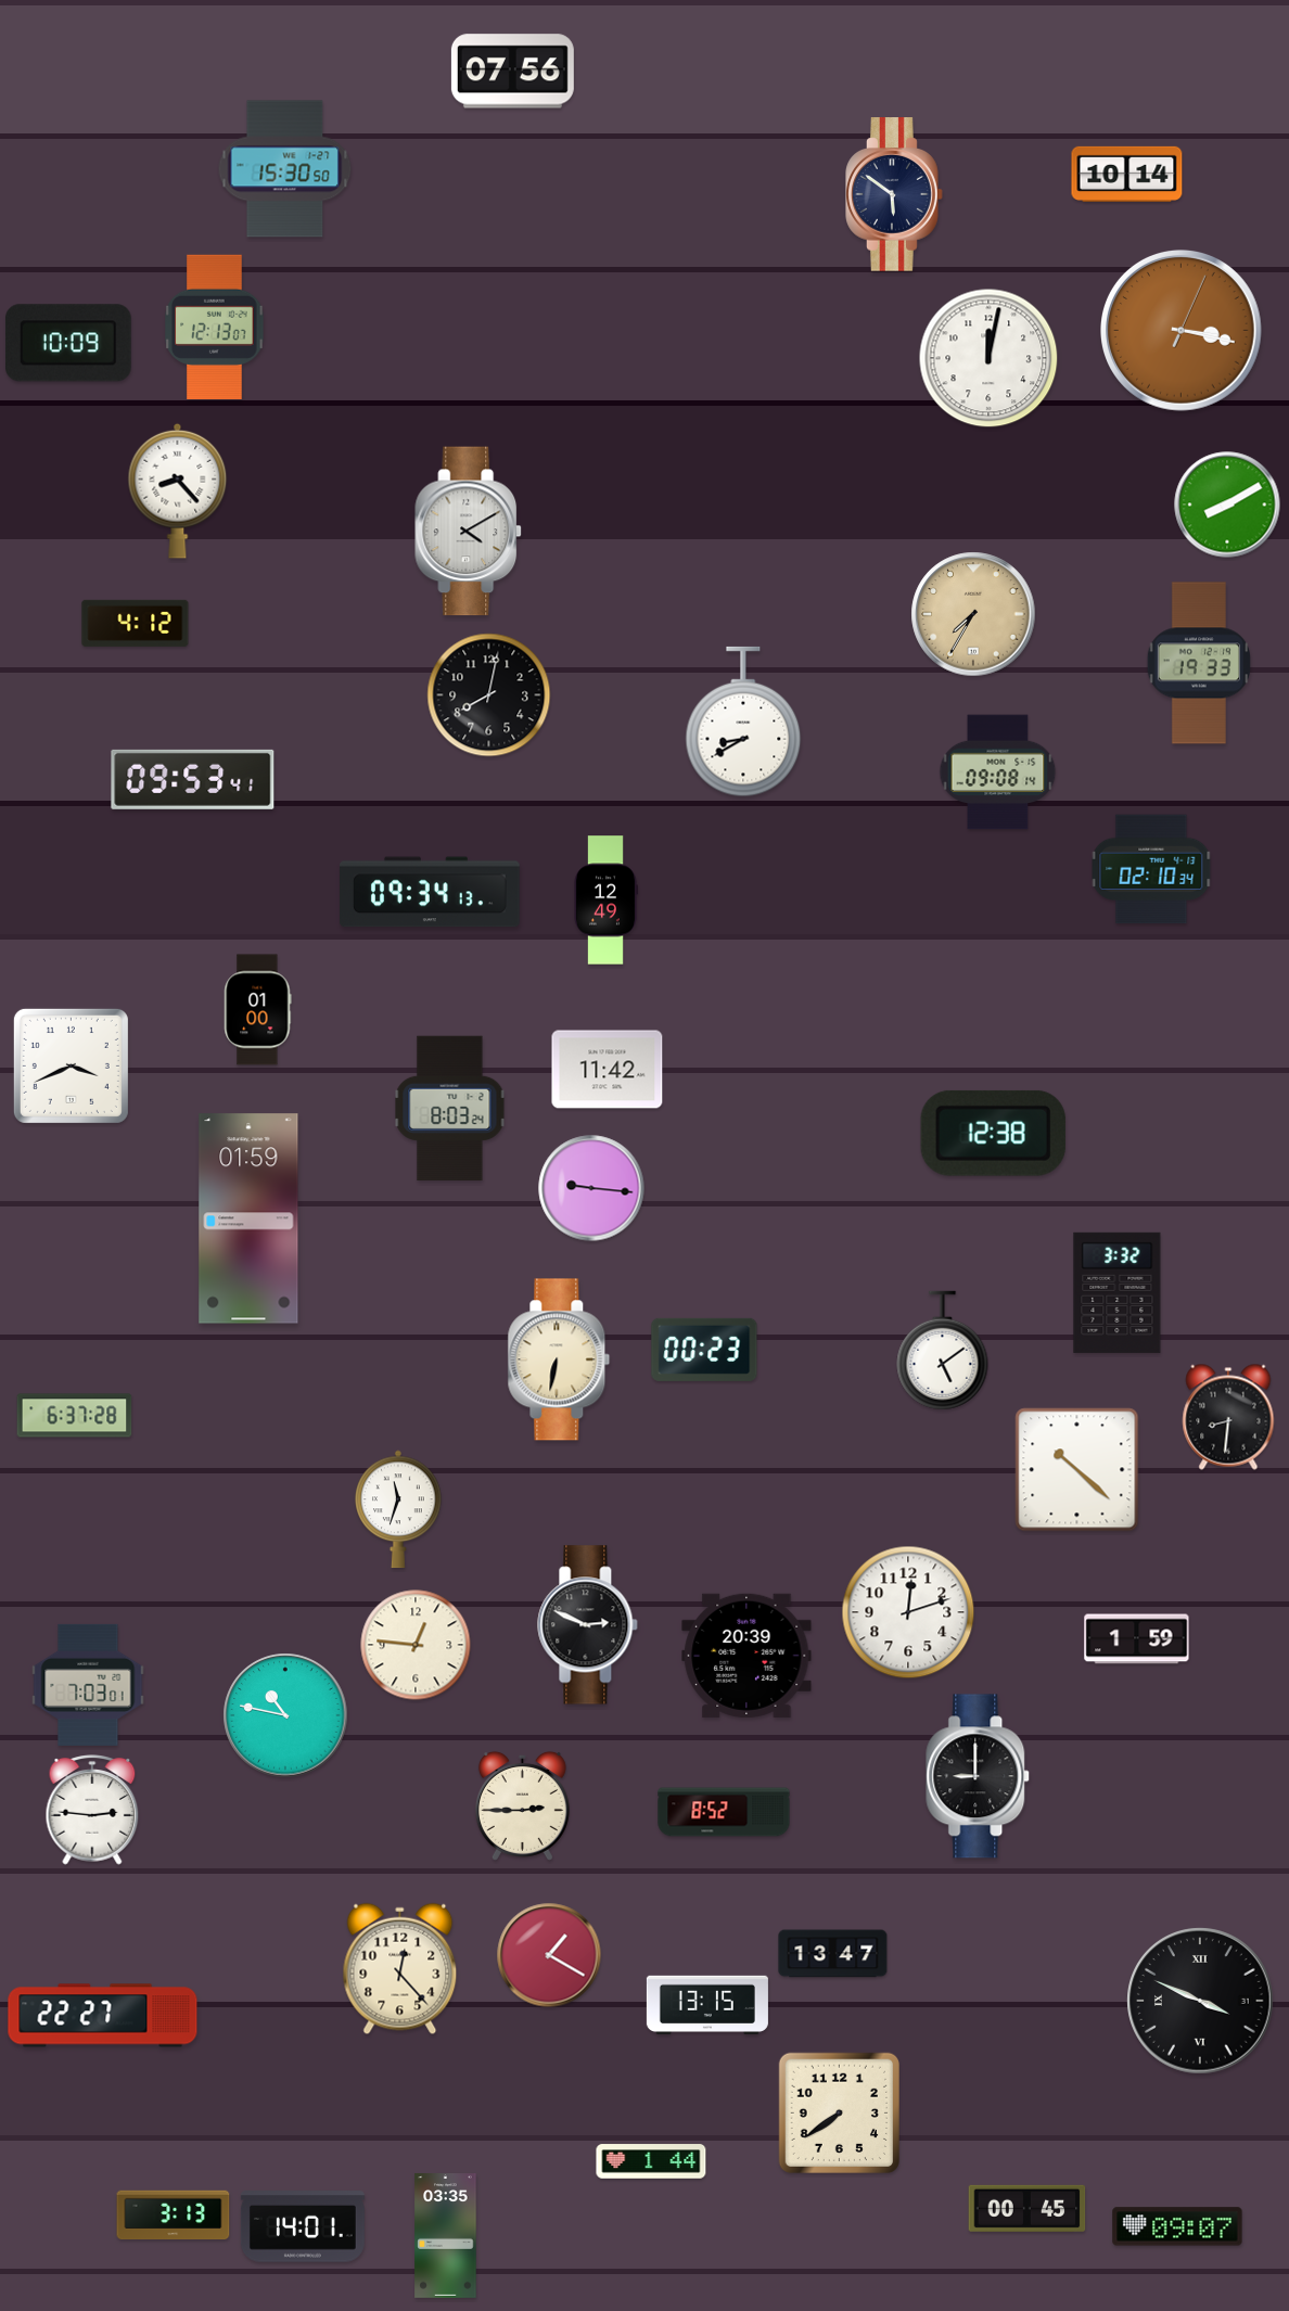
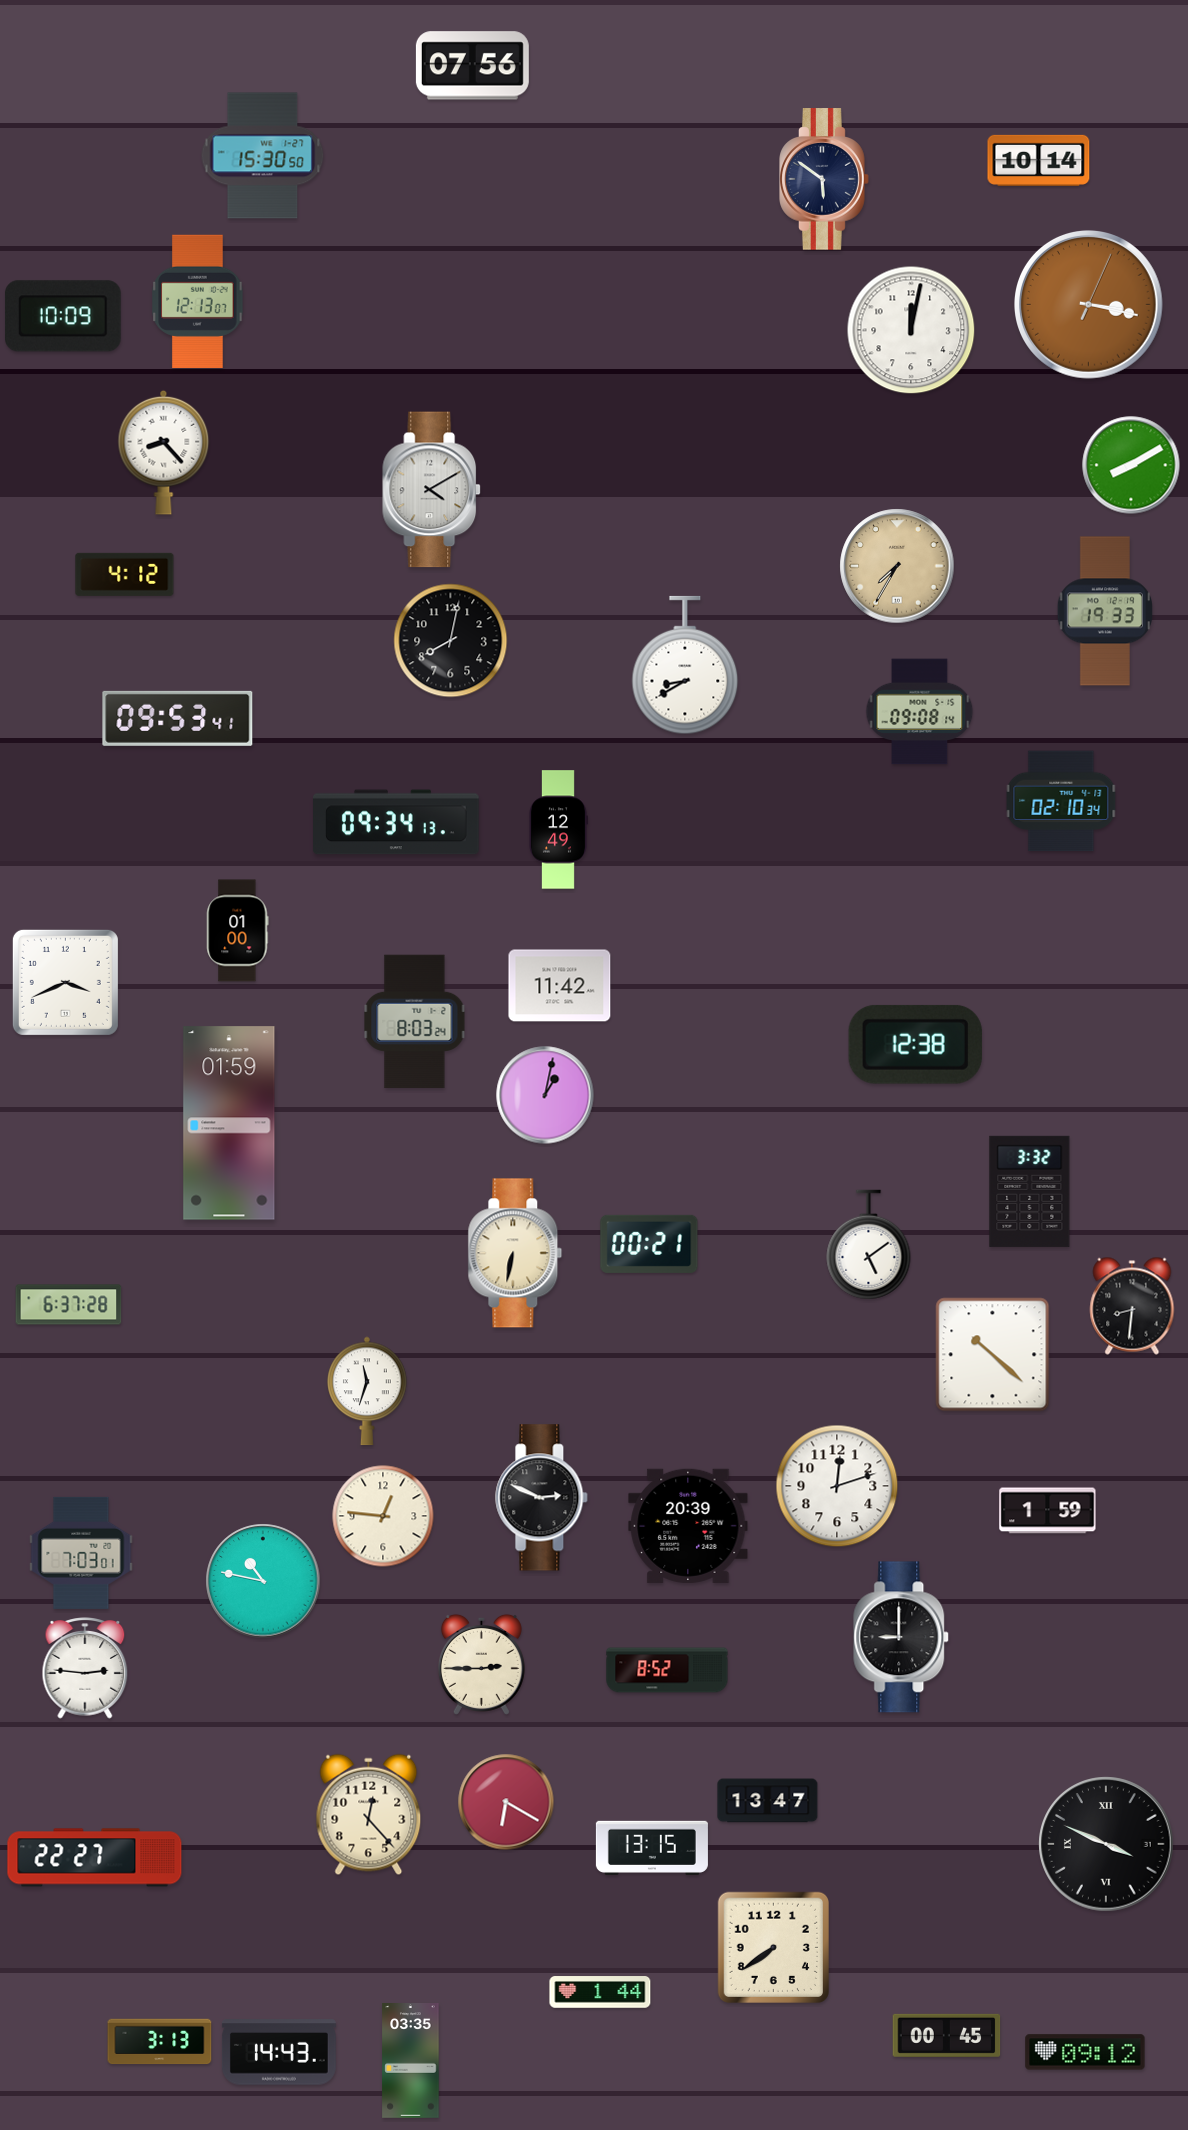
clock at (591, 1188): 9:16 -> 1:02
clock at (704, 1350): 00:23 -> 00:21
clock at (549, 1955): 1:20 -> 6:20
clock at (303, 2226): 14:01 -> 14:43
clock at (1177, 2226): 09:07 -> 09:12
